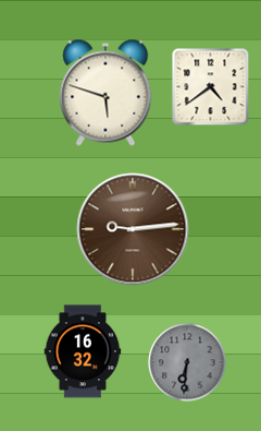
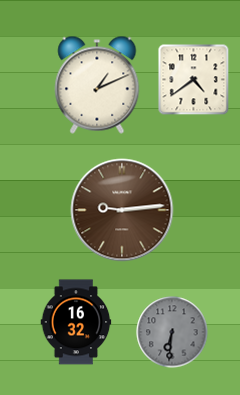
clock at (105, 93): 5:48 -> 1:11
